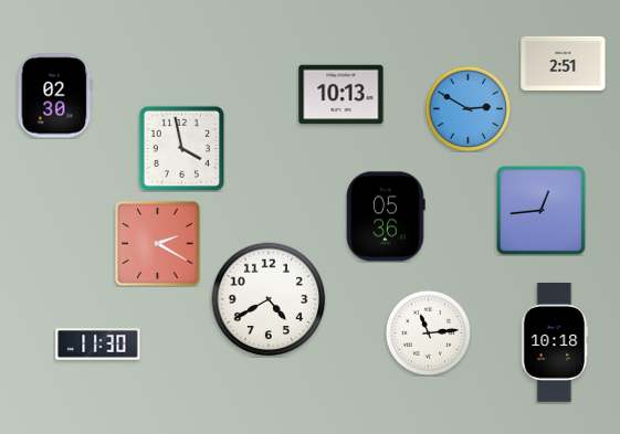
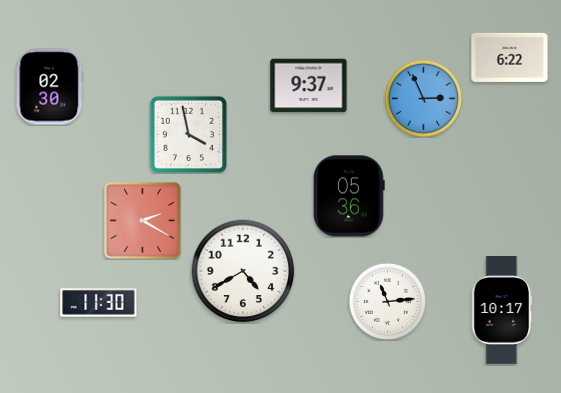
clock at (564, 63): 2:51 -> 6:22
clock at (341, 95): 10:13 -> 9:37
clock at (467, 108): 2:50 -> 2:56
clock at (181, 148) position: (181, 148) -> (188, 134)
clock at (540, 210): 12:44 -> none
clock at (555, 342): 10:18 -> 10:17
clock at (98, 345) position: (98, 345) -> (99, 303)
